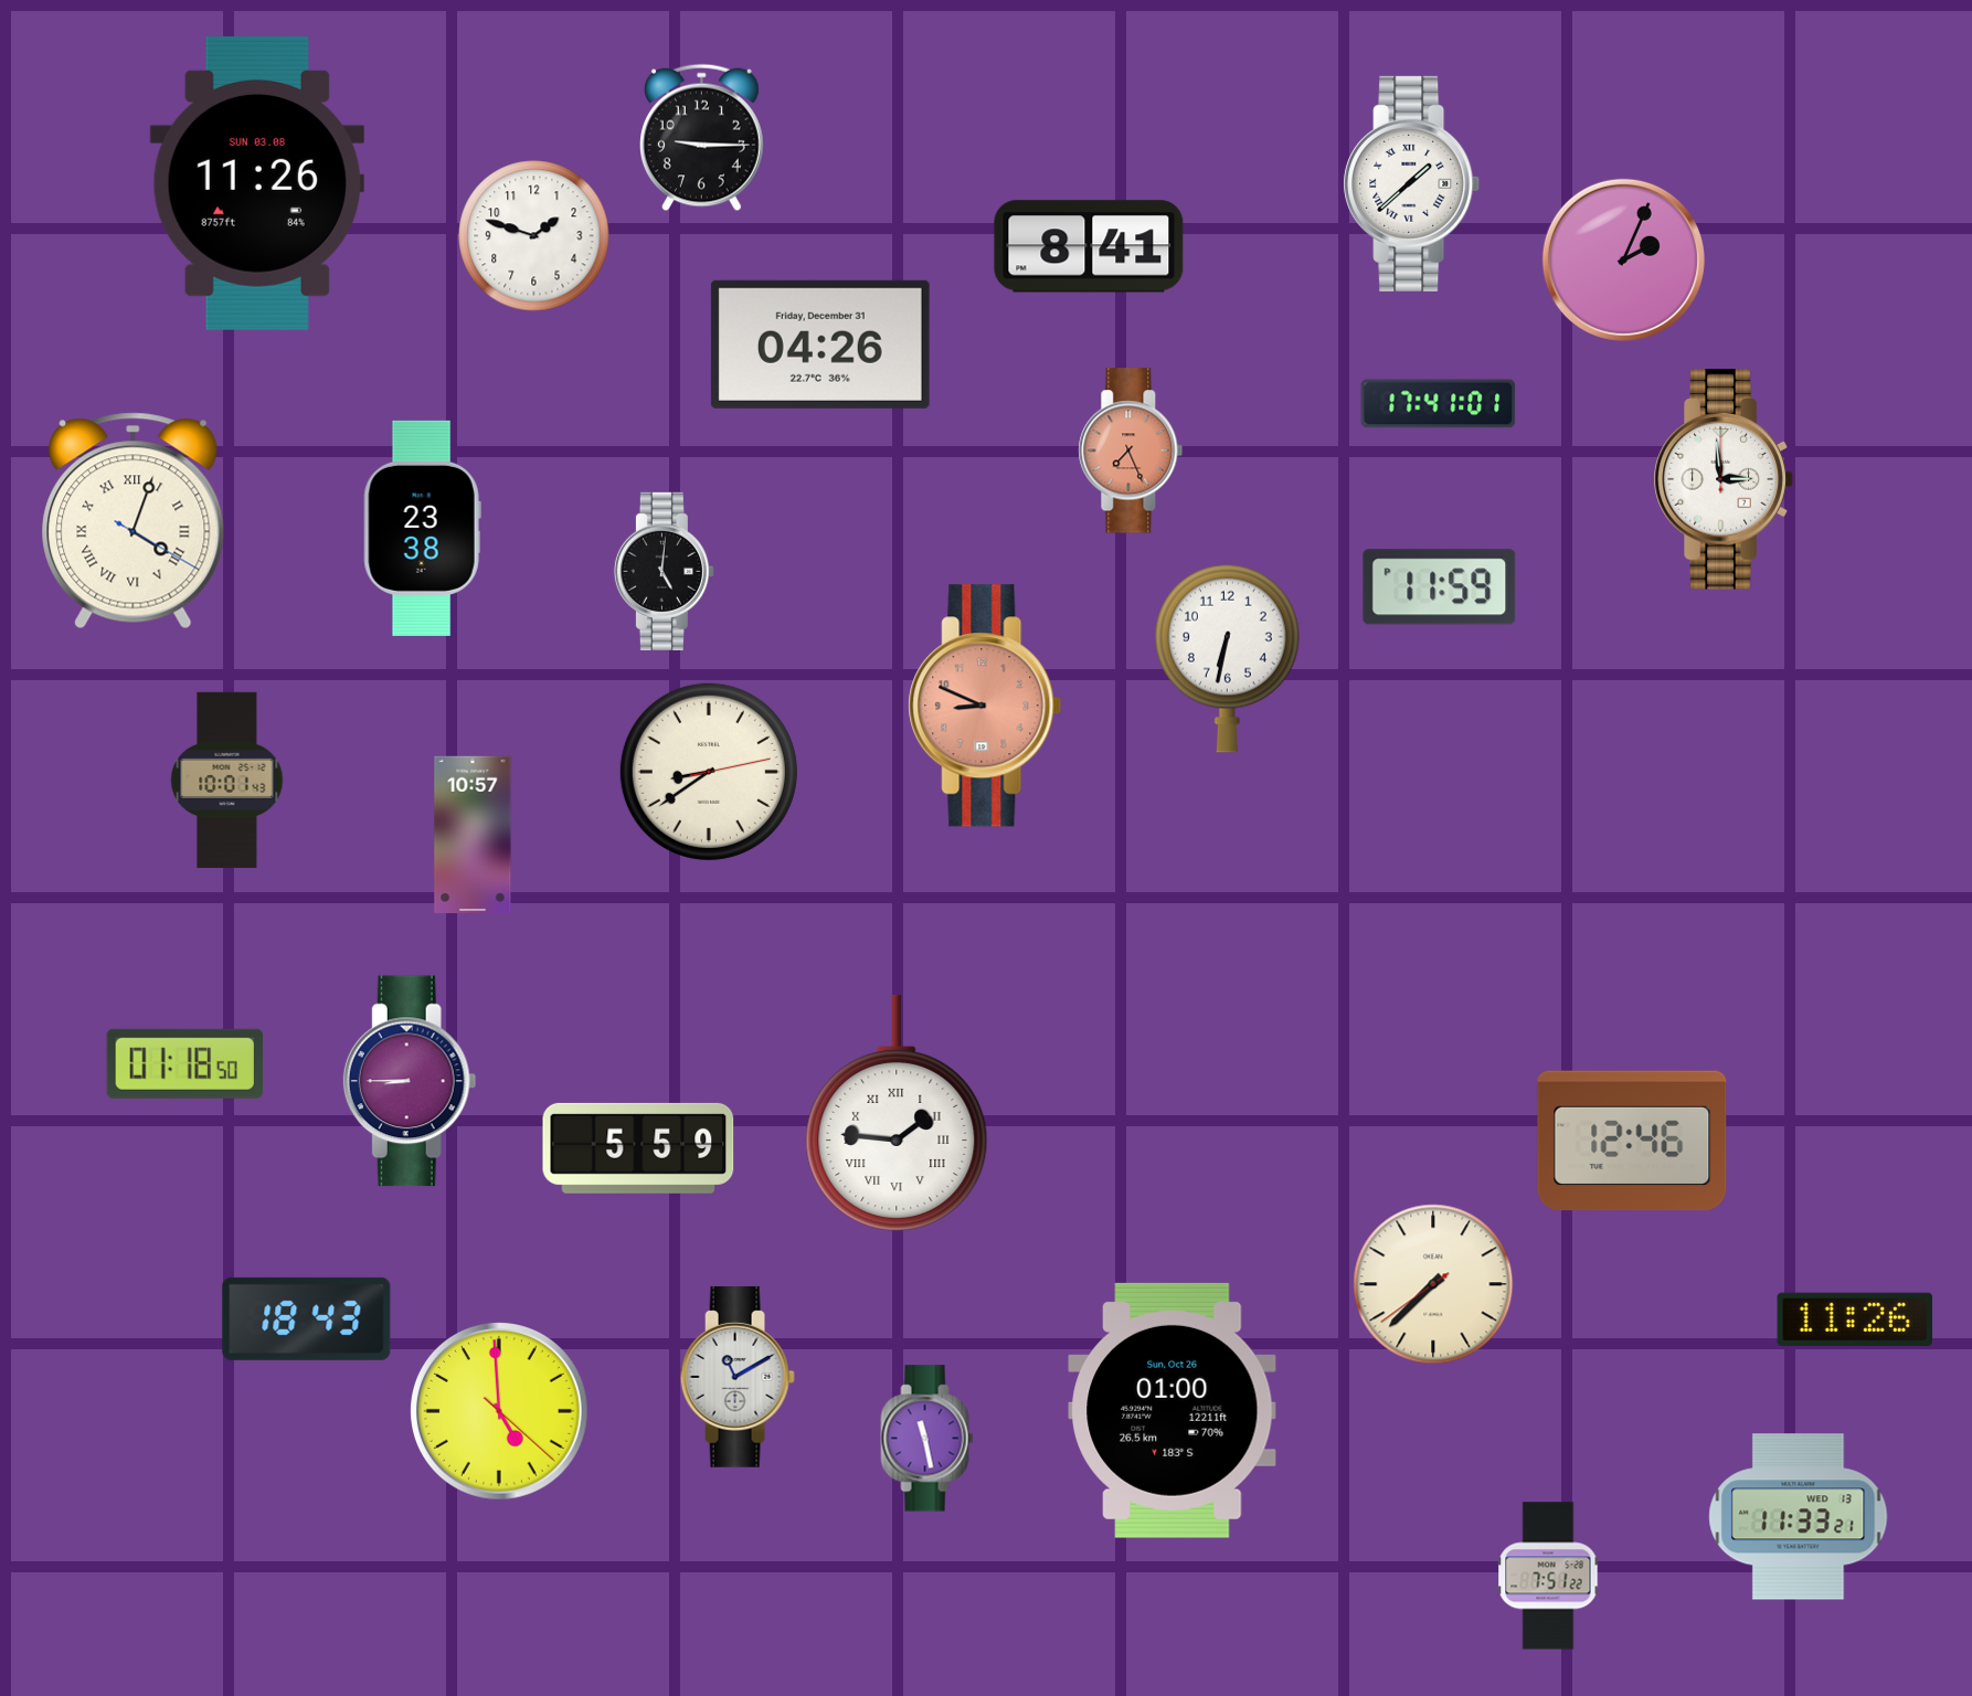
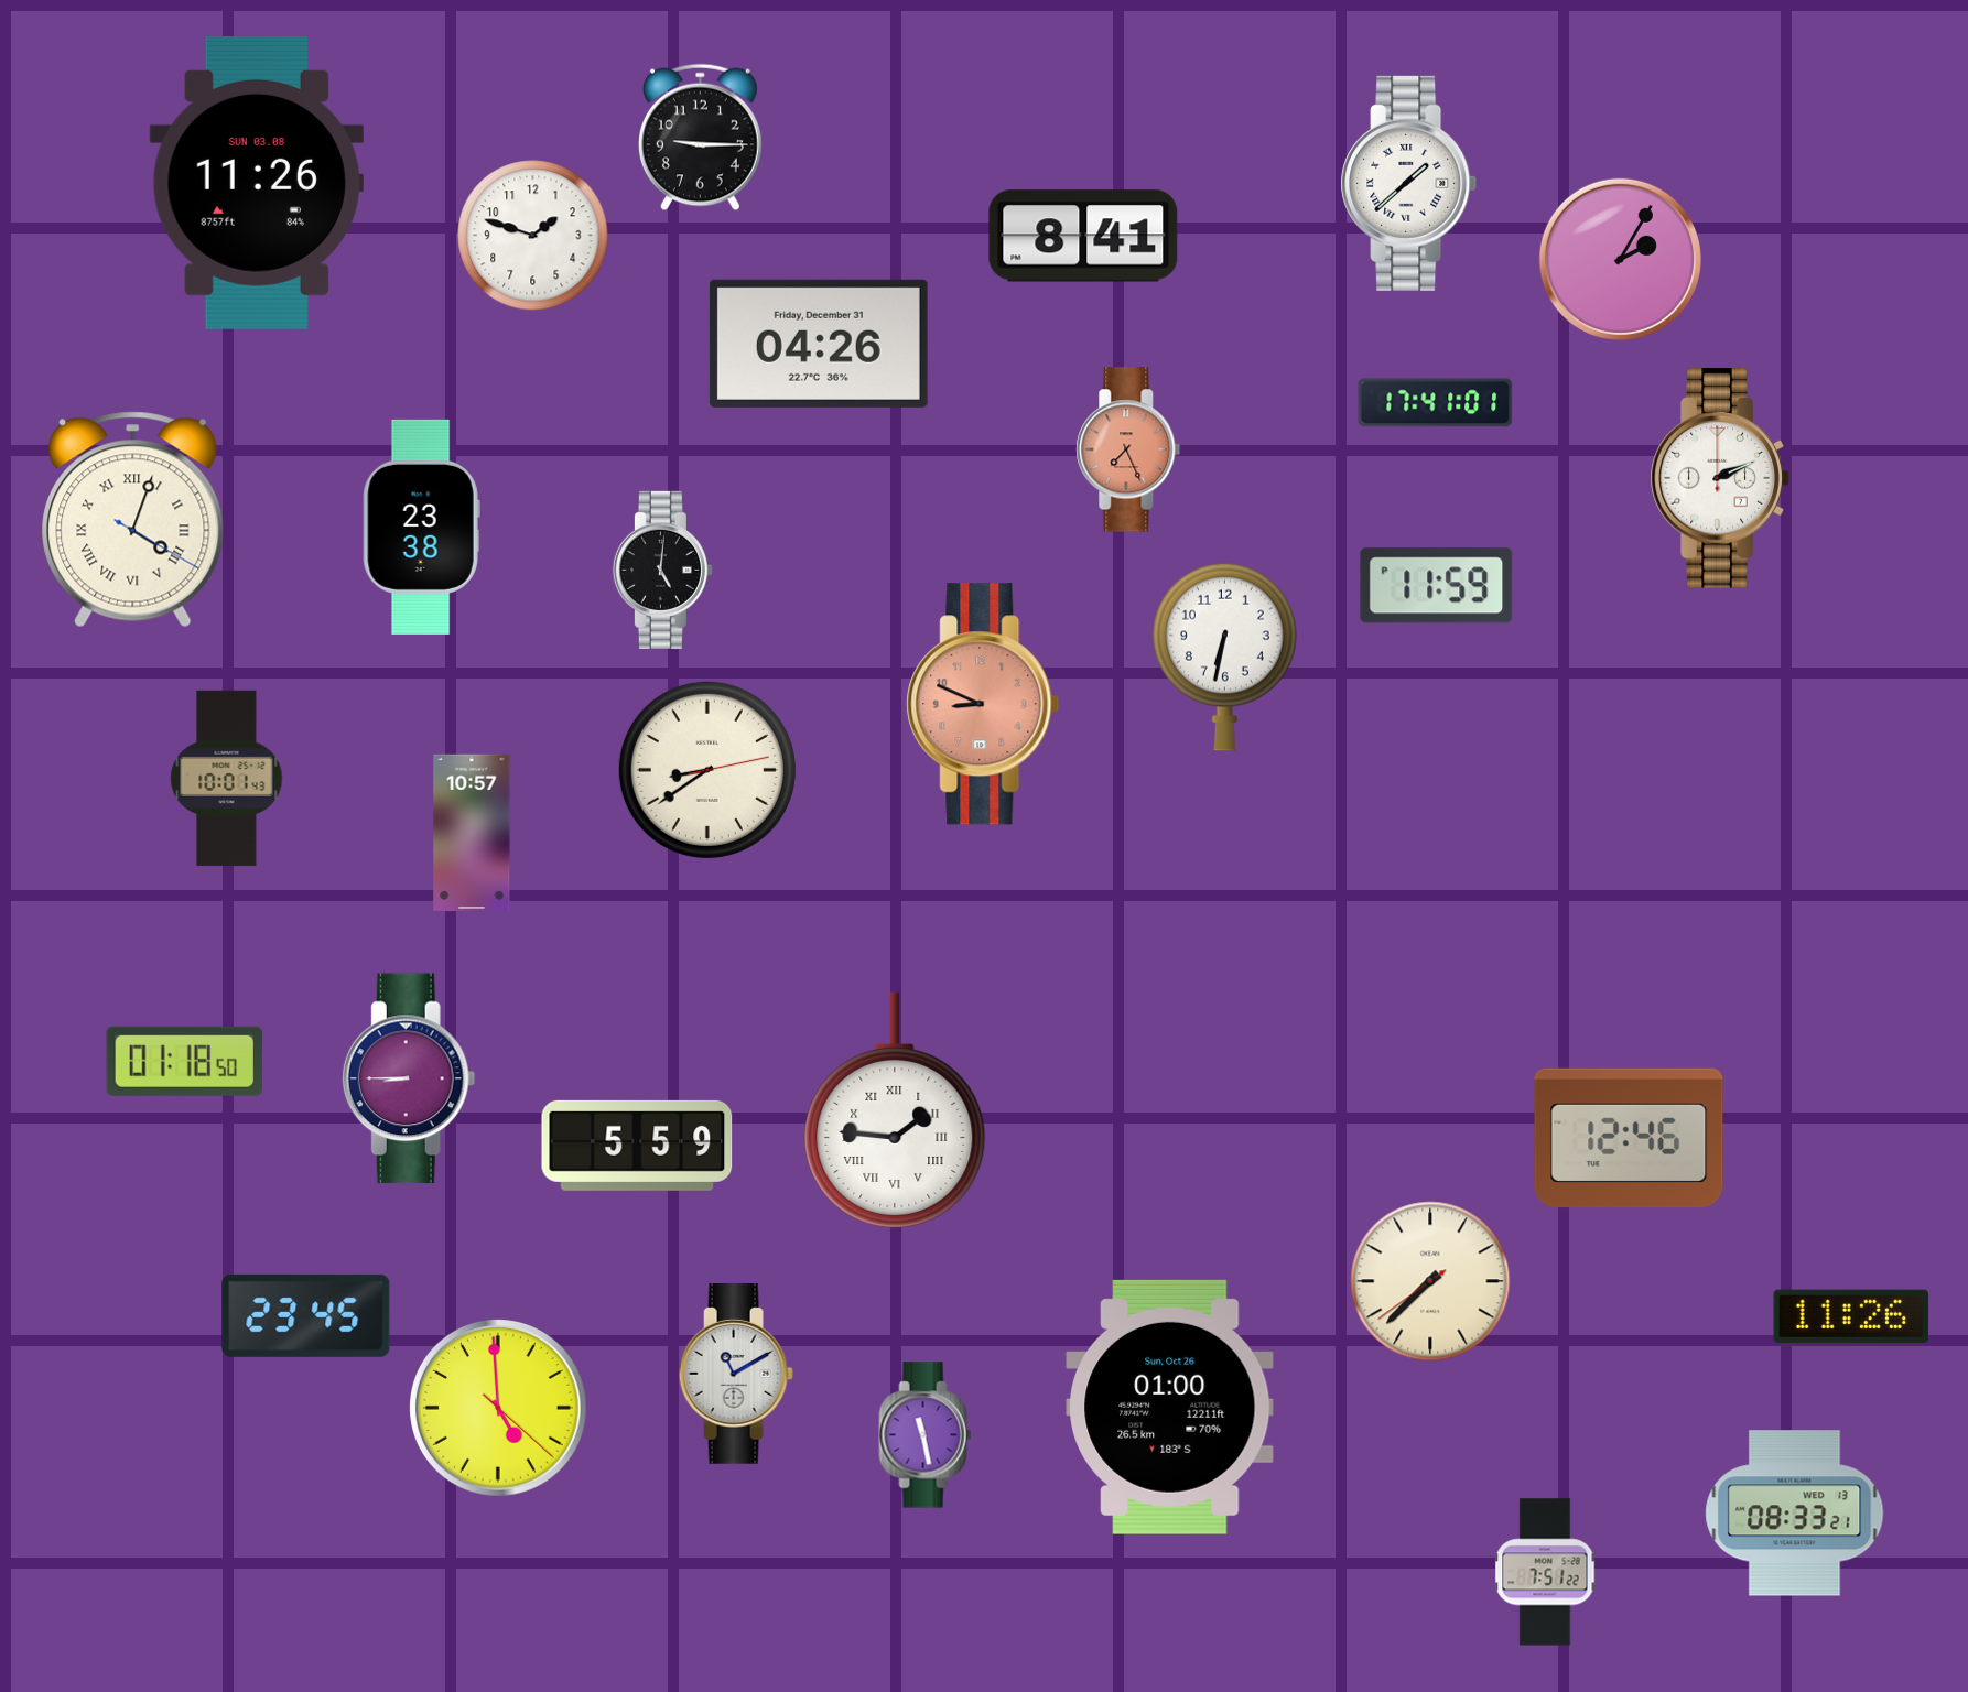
clock at (1089, 246) position: (1089, 246) -> (1083, 236)
clock at (1623, 259): 2:04 -> 2:05
clock at (1724, 479): 2:59 -> 2:11
clock at (307, 1318): 18:43 -> 23:45
clock at (1799, 1517): 11:33 -> 08:33
